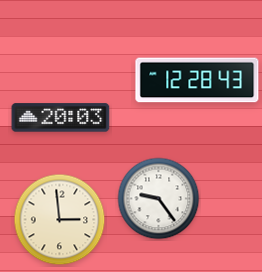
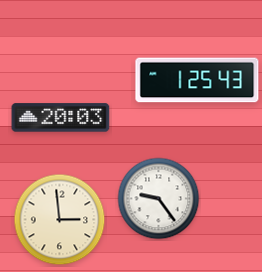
clock at (197, 80): 12:28 -> 1:25
